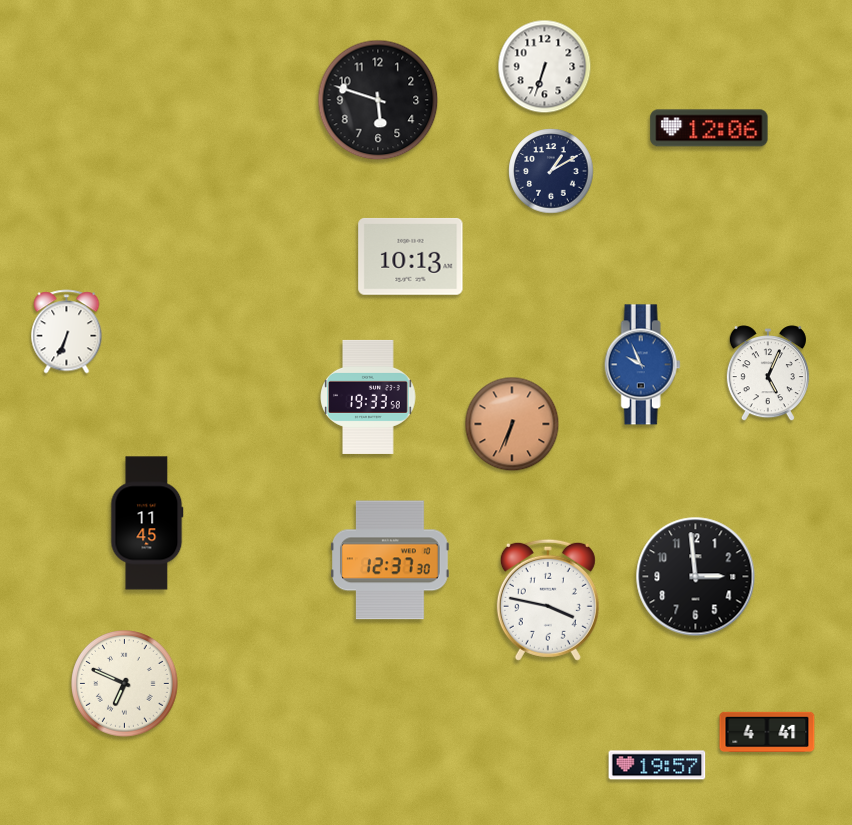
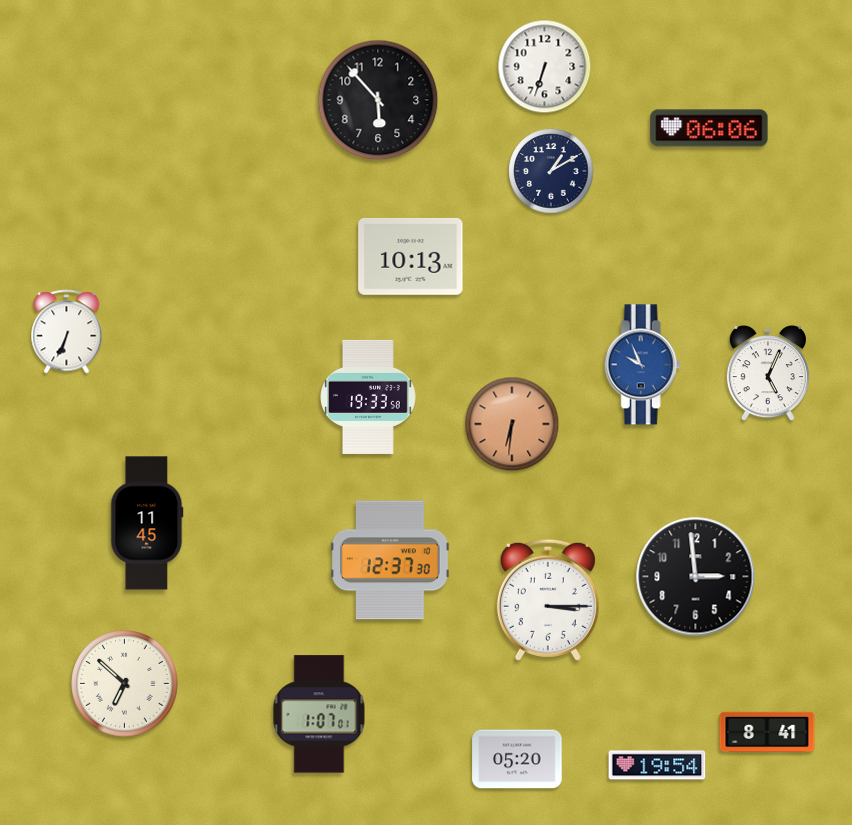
clock at (378, 100): 5:48 -> 5:53
clock at (709, 128): 12:06 -> 06:06
clock at (512, 424): 6:34 -> 6:31
clock at (548, 600): 3:47 -> 3:15
clock at (125, 684): 6:49 -> 6:52
clock at (319, 714): none -> 1:07
clock at (767, 732): 4:41 -> 8:41
clock at (517, 759): none -> 05:20
clock at (657, 765): 19:57 -> 19:54
